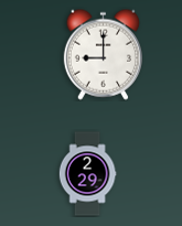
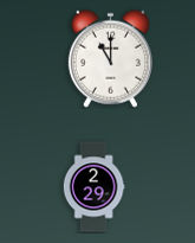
clock at (103, 54): 9:00 -> 11:00
